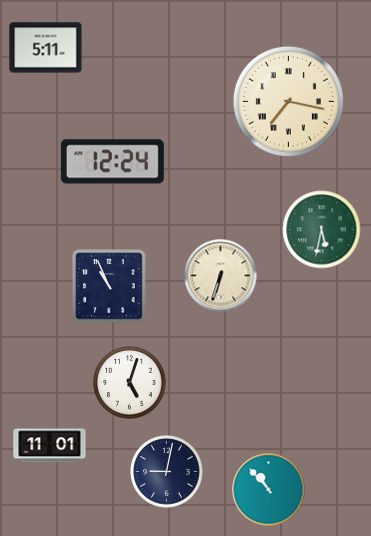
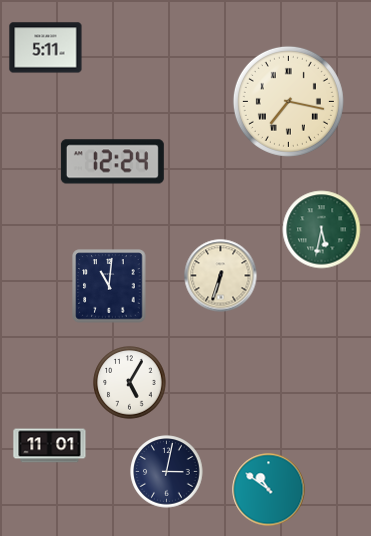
clock at (109, 286): 10:56 -> 11:01
clock at (130, 383): 5:03 -> 5:05
clock at (167, 472): 9:02 -> 3:02
clock at (269, 490): 10:53 -> 10:51
